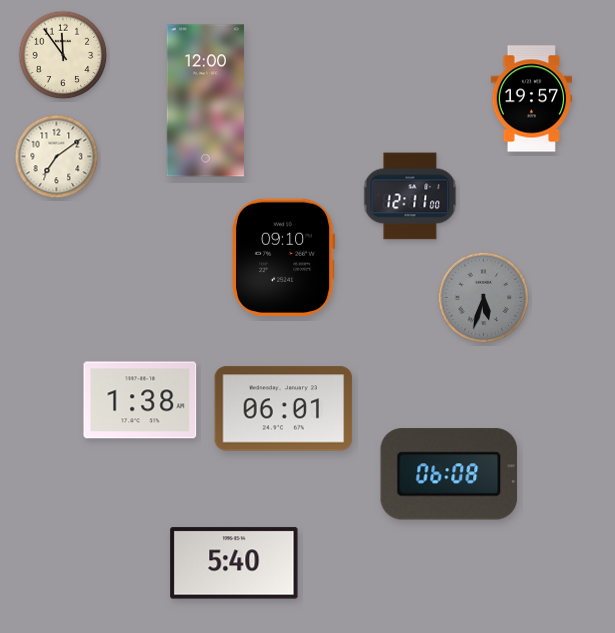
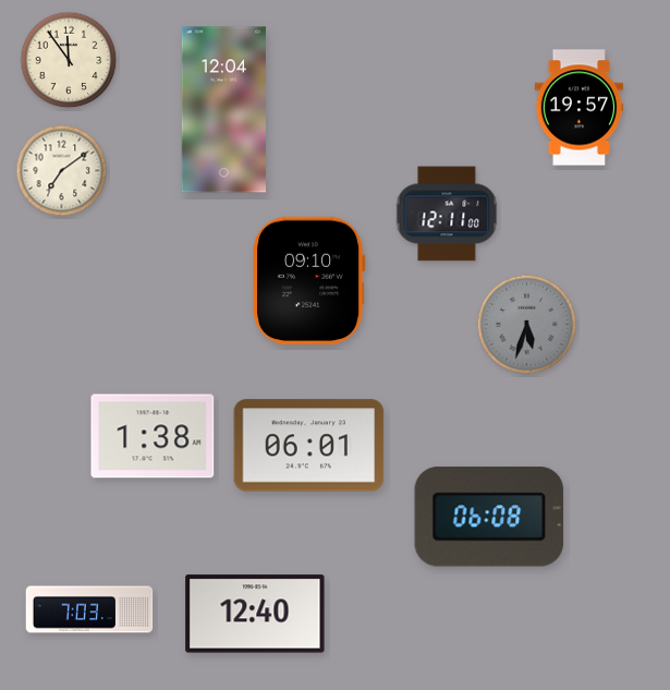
clock at (205, 101): 12:00 -> 12:04
clock at (89, 609): none -> 7:03
clock at (234, 563): 5:40 -> 12:40
